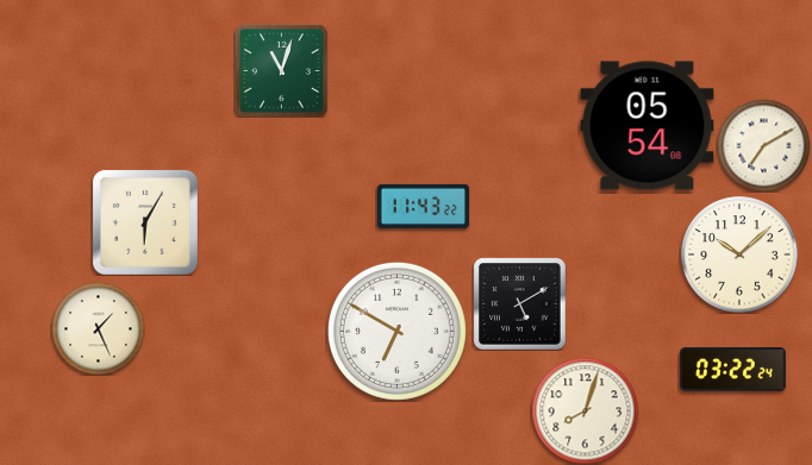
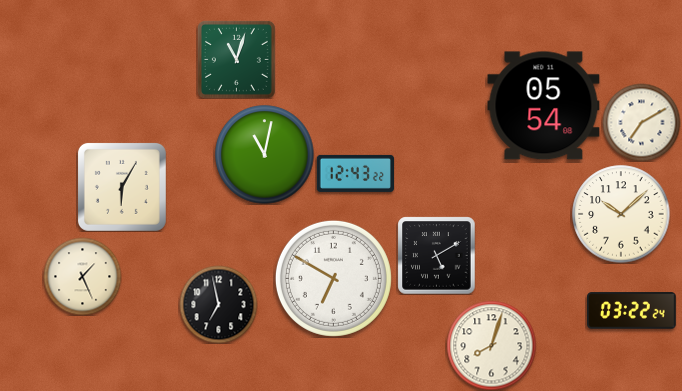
clock at (265, 155): none -> 11:02
clock at (423, 206): 11:43 -> 12:43
clock at (218, 304): none -> 6:58
clock at (733, 370) position: (733, 370) -> (632, 311)
